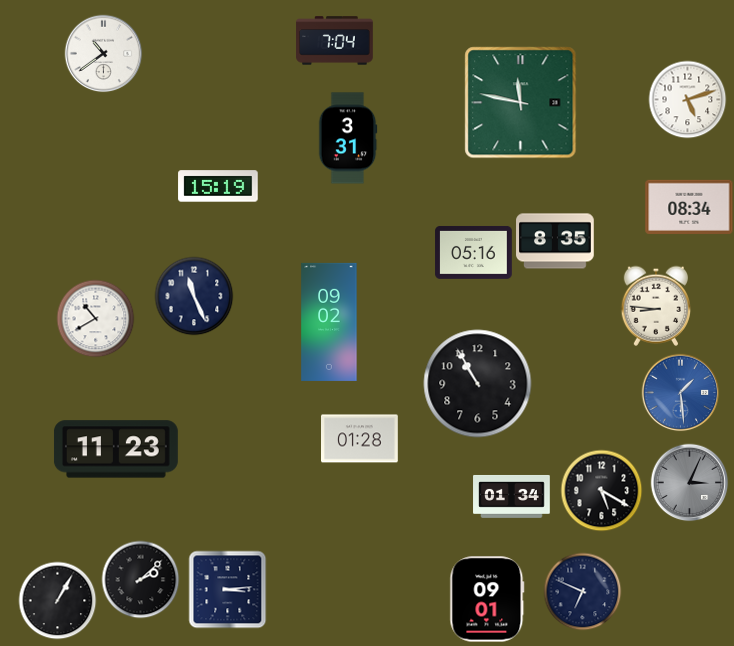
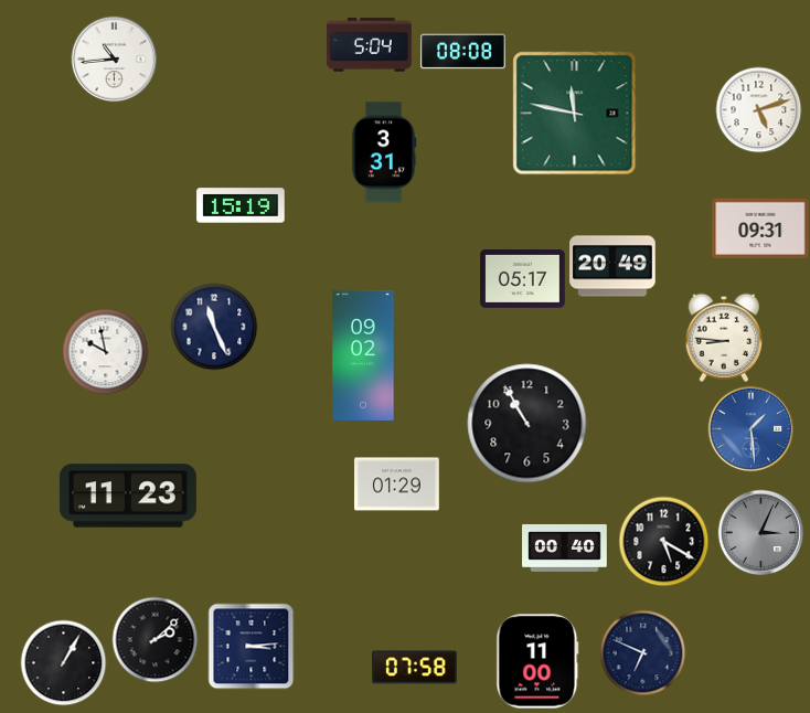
clock at (335, 41): 7:04 -> 5:04
clock at (463, 52): none -> 08:08
clock at (103, 53): 10:39 -> 10:44
clock at (689, 207): 08:34 -> 09:31
clock at (555, 241): 8:35 -> 20:49
clock at (474, 253): 05:16 -> 05:17
clock at (95, 318): 10:40 -> 9:58
clock at (680, 392) position: (680, 392) -> (750, 428)
clock at (360, 439): 01:28 -> 01:29
clock at (512, 496): 01:34 -> 00:40
clock at (227, 589) position: (227, 589) -> (251, 646)
clock at (487, 599): 09:01 -> 11:00
clock at (415, 668): none -> 07:58
